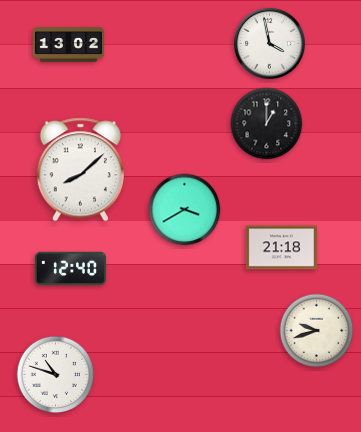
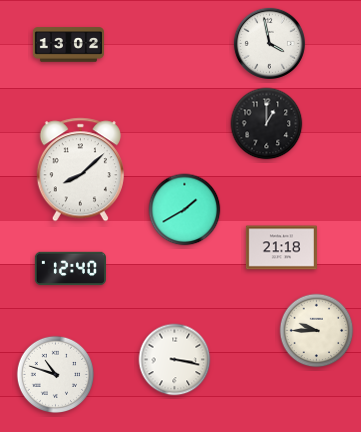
clock at (185, 210): 3:40 -> 1:40
clock at (317, 331): 9:42 -> 9:45
clock at (175, 360): none -> 3:17
